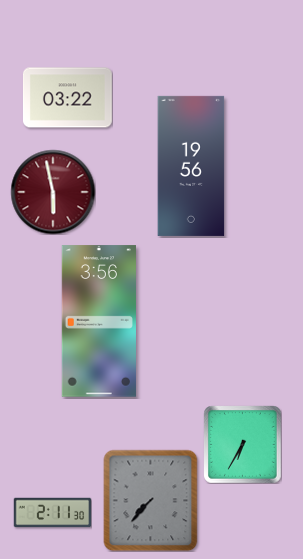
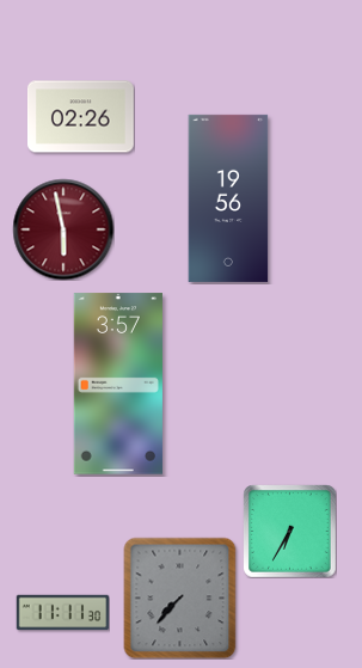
clock at (67, 98): 03:22 -> 02:26
clock at (98, 321): 3:56 -> 3:57
clock at (52, 513): 2:11 -> 11:11
